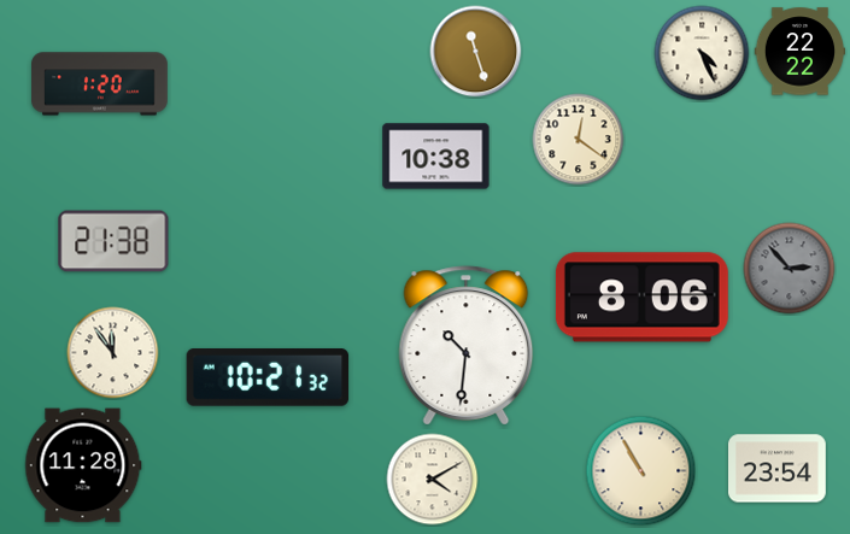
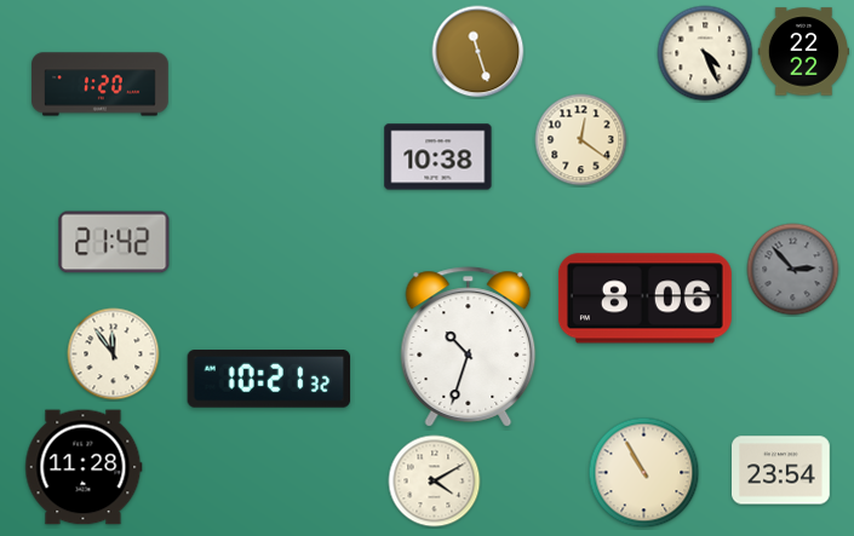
clock at (113, 241): 21:38 -> 21:42
clock at (467, 346): 10:31 -> 10:33
